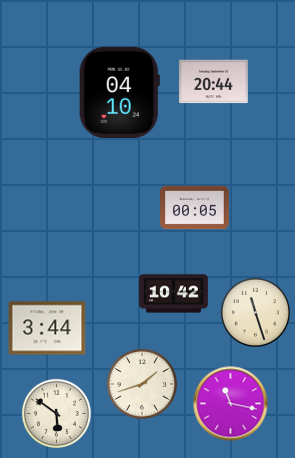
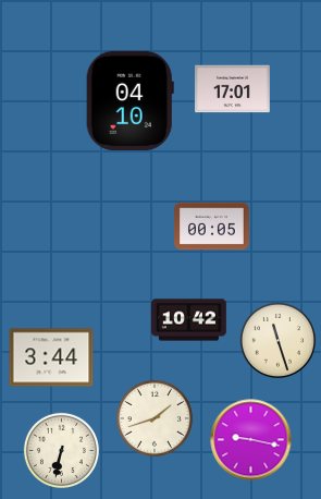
clock at (214, 82): 20:44 -> 17:01
clock at (231, 404): 11:17 -> 9:17
clock at (56, 413): 5:51 -> 6:32
